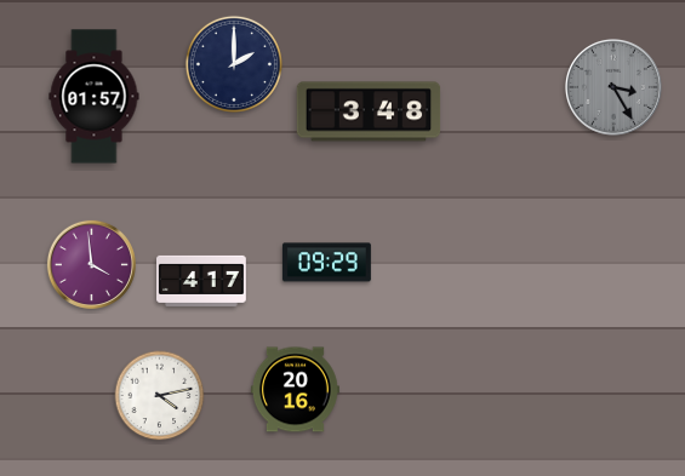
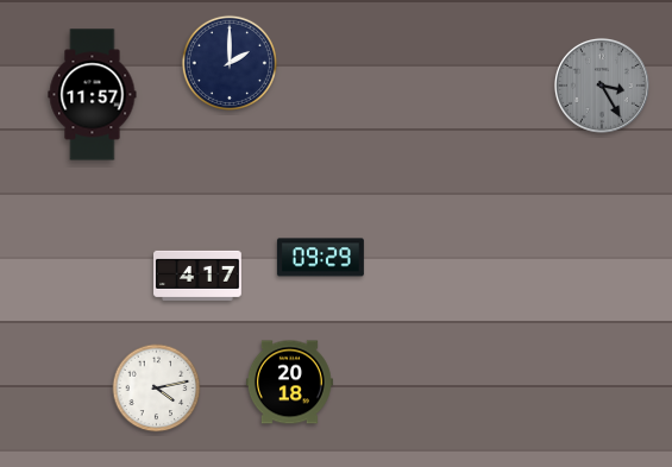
clock at (95, 97): 01:57 -> 11:57
clock at (369, 111): 3:48 -> none
clock at (91, 264): 3:59 -> none
clock at (295, 390): 20:16 -> 20:18
